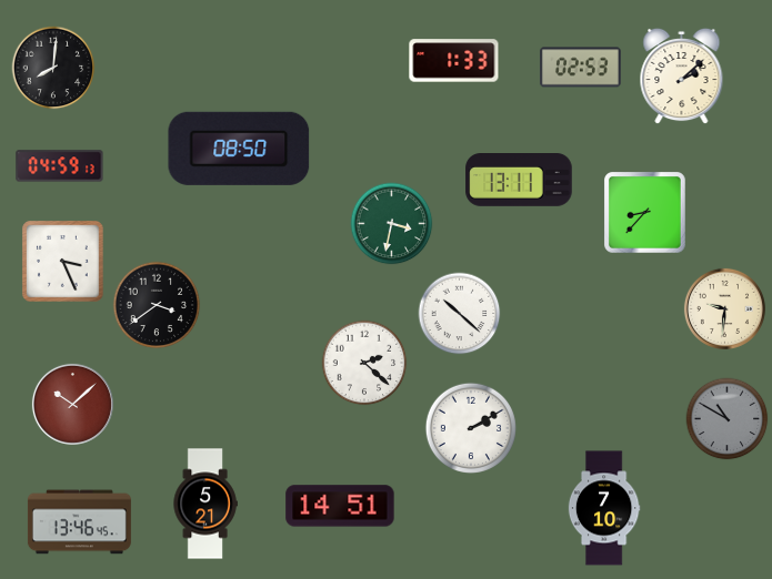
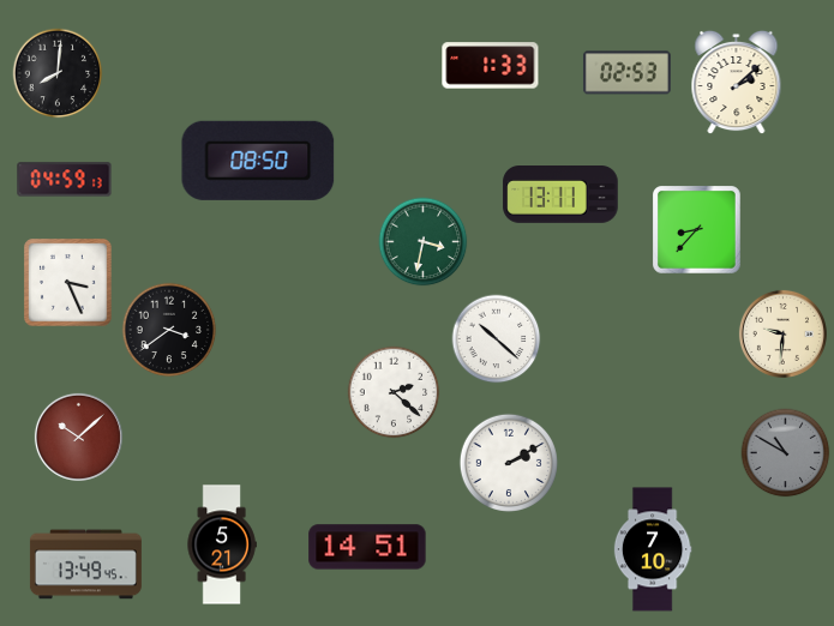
clock at (79, 522): 13:46 -> 13:49
